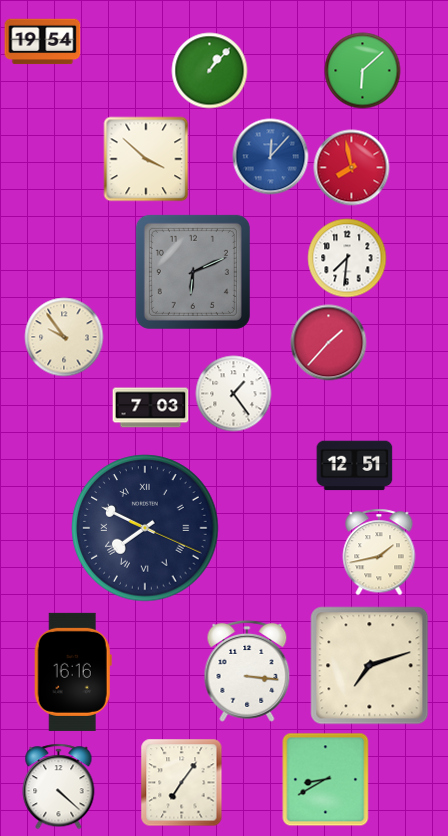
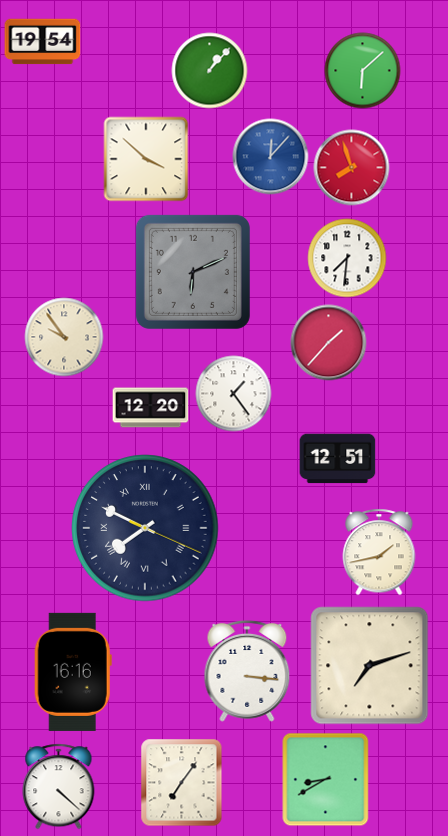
clock at (352, 168): 7:58 -> 7:57
clock at (151, 408): 7:03 -> 12:20
clock at (355, 466) position: (355, 466) -> (338, 459)
